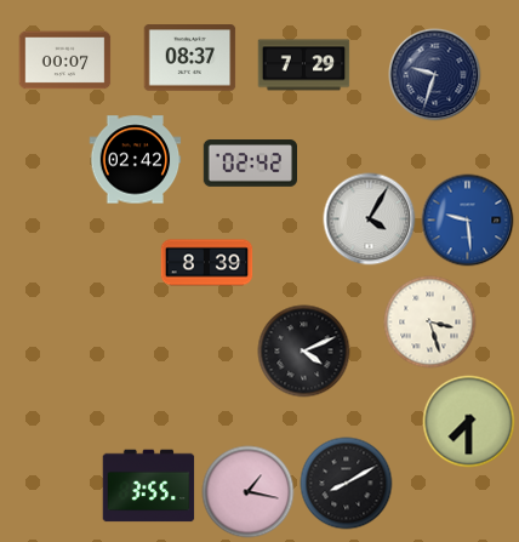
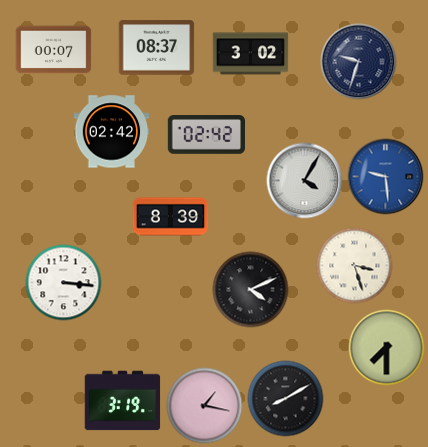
clock at (304, 65): 7:29 -> 3:02
clock at (468, 221) position: (468, 221) -> (386, 177)
clock at (64, 283): none -> 3:16
clock at (149, 486): 3:55 -> 3:19
